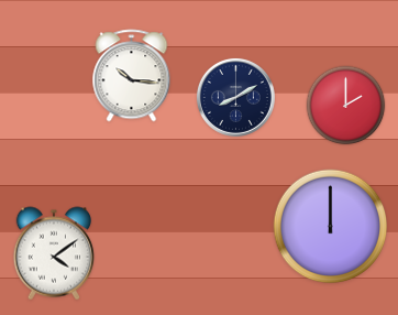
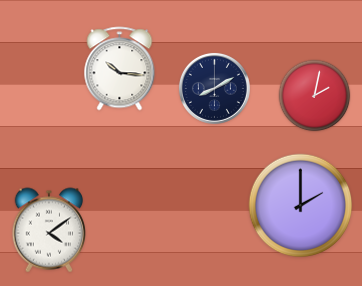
clock at (346, 106): 2:00 -> 2:02
clock at (331, 227): 12:00 -> 2:00
